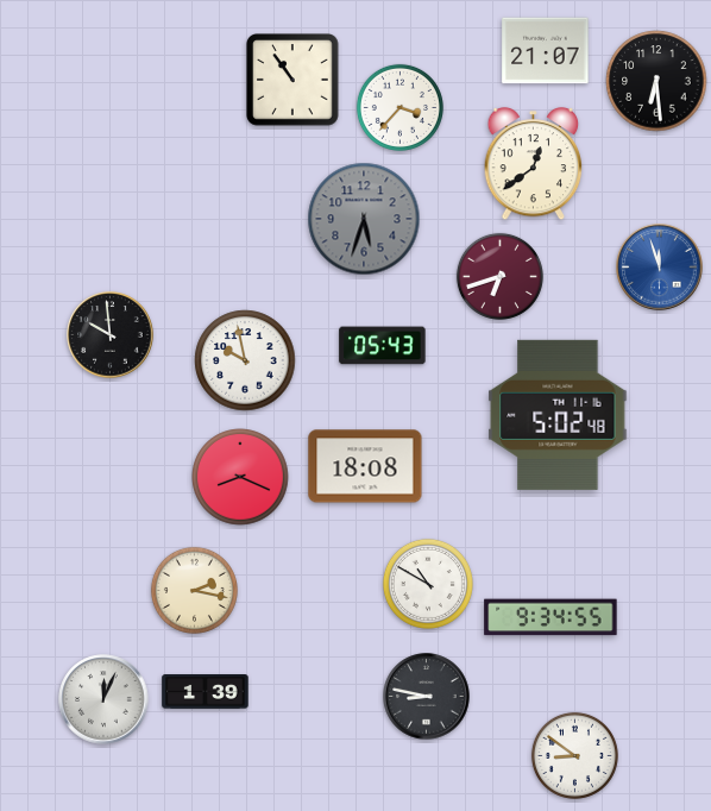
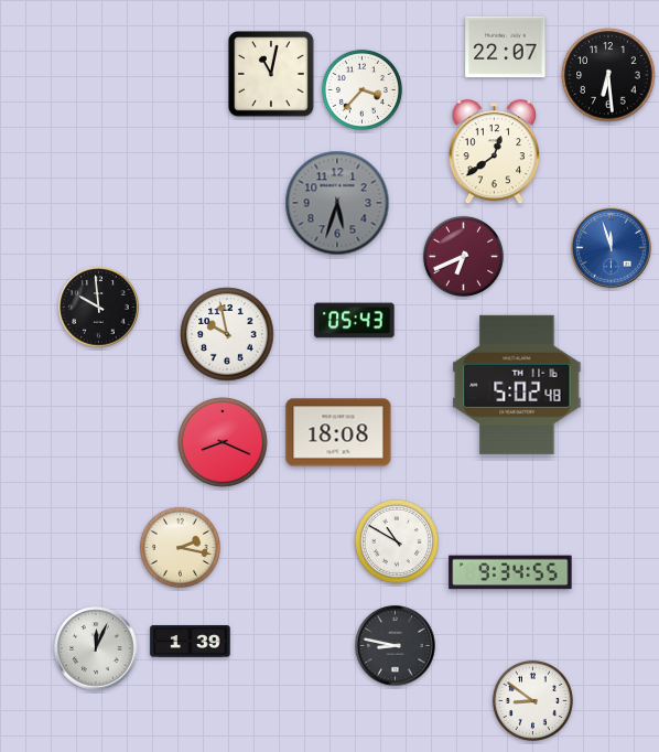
clock at (546, 51): 21:07 -> 22:07
clock at (294, 81): 10:54 -> 11:02
clock at (399, 107) position: (399, 107) -> (361, 89)
clock at (499, 276): 6:42 -> 6:41
clock at (111, 335) position: (111, 335) -> (99, 308)
